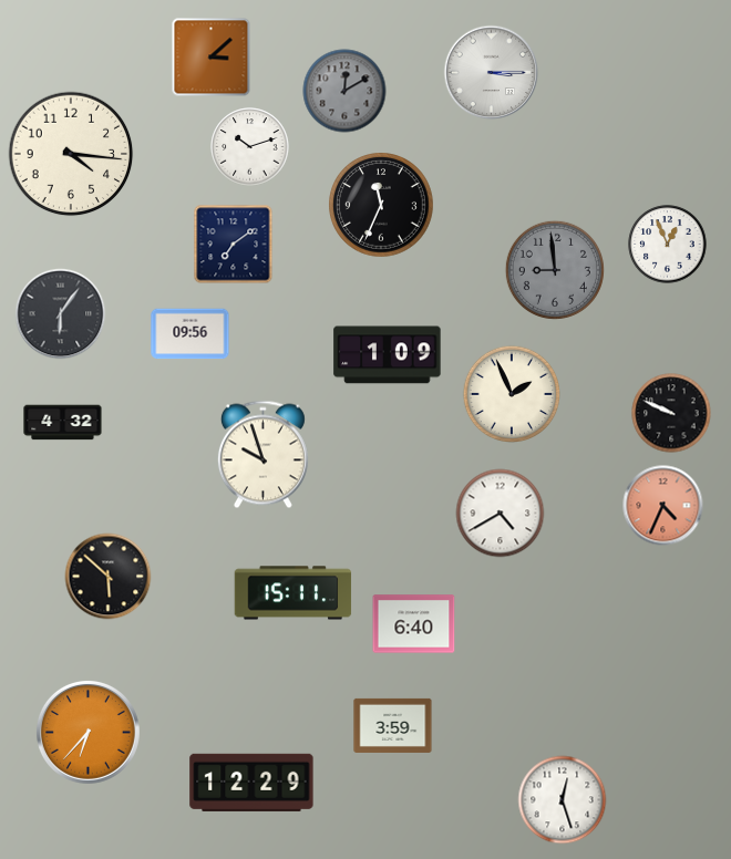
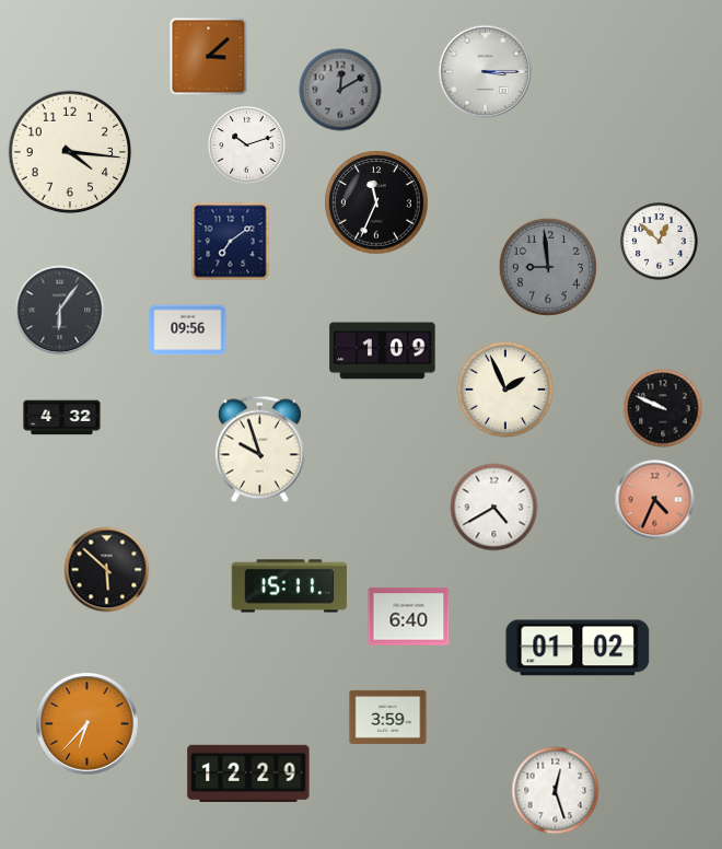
clock at (668, 245): 12:56 -> 12:52
clock at (578, 648): none -> 01:02
